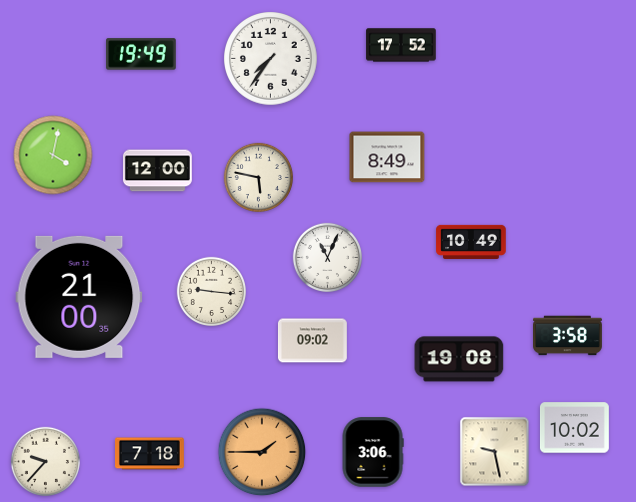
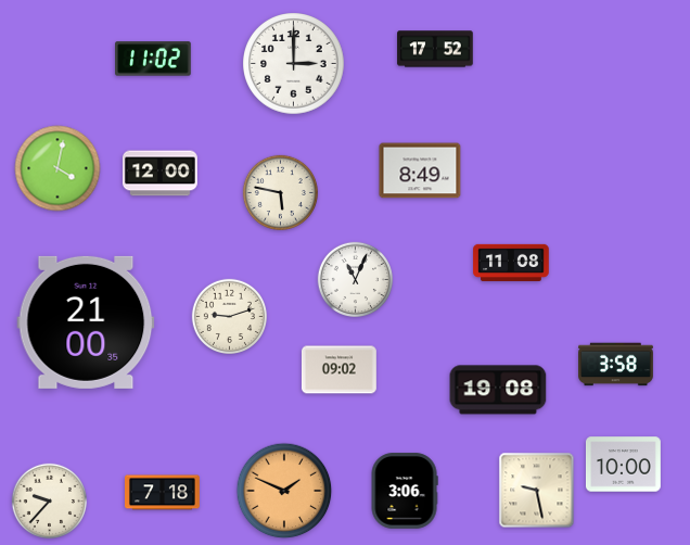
clock at (141, 54): 19:49 -> 11:02
clock at (271, 59): 7:36 -> 3:00
clock at (158, 171) position: (158, 171) -> (161, 174)
clock at (471, 241): 10:49 -> 11:08
clock at (211, 291): 9:16 -> 9:12
clock at (575, 428): 10:02 -> 10:00
clock at (262, 452): 1:45 -> 1:49
